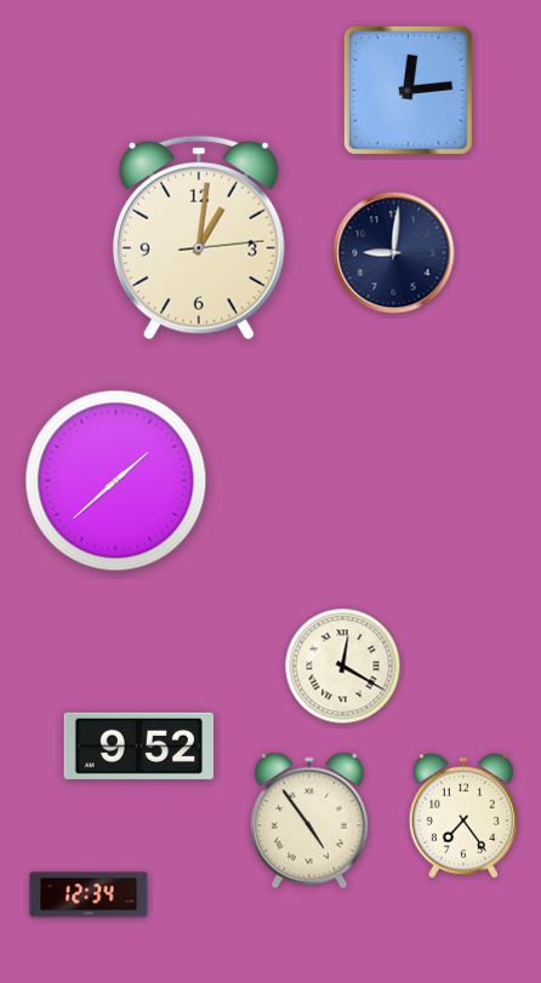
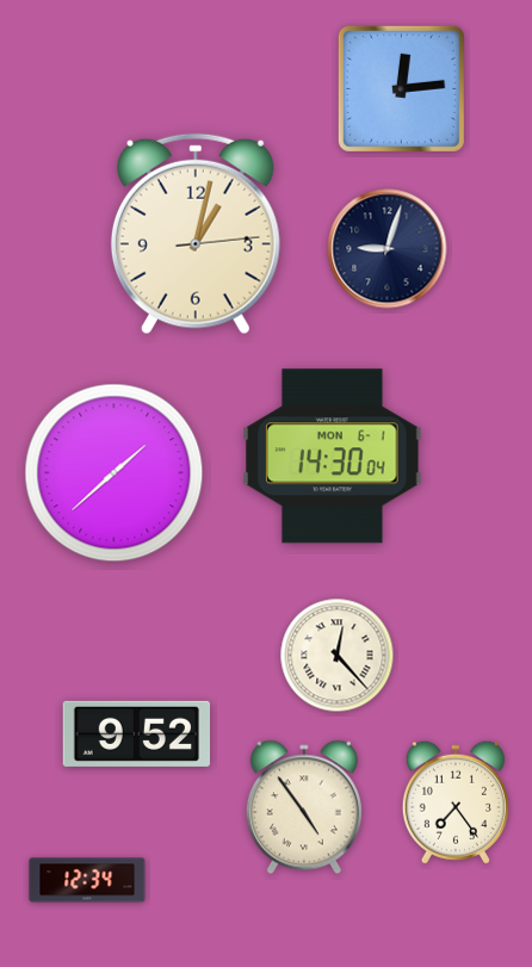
clock at (199, 238): 1:01 -> 1:02
clock at (394, 253): 9:01 -> 9:03
clock at (333, 457): none -> 14:30
clock at (343, 667): 12:20 -> 12:23
